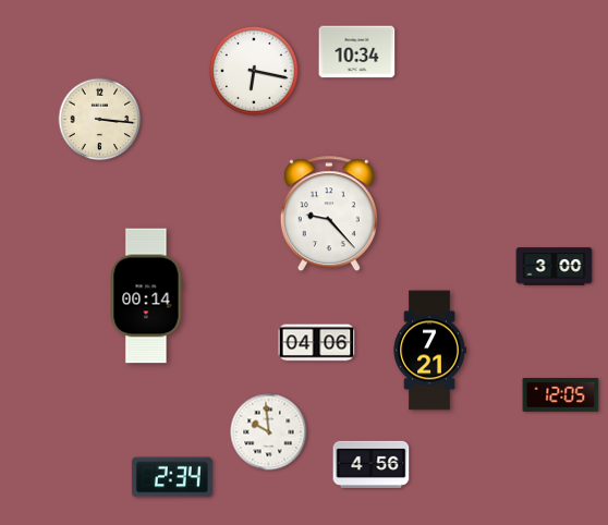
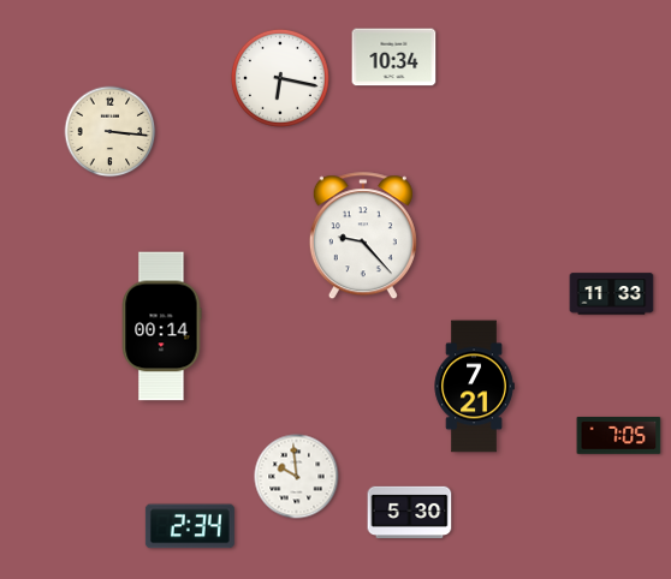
clock at (555, 267): 3:00 -> 11:33
clock at (317, 343): 04:06 -> none
clock at (561, 395): 12:05 -> 7:05
clock at (372, 464): 4:56 -> 5:30
